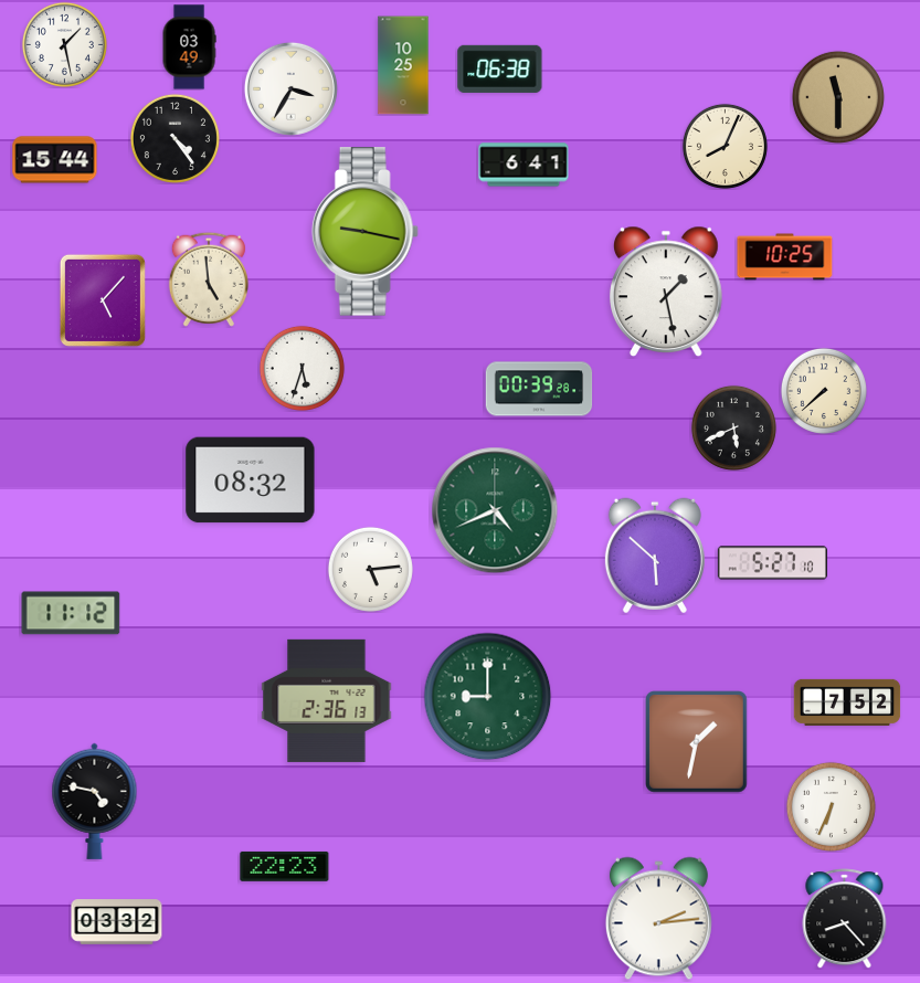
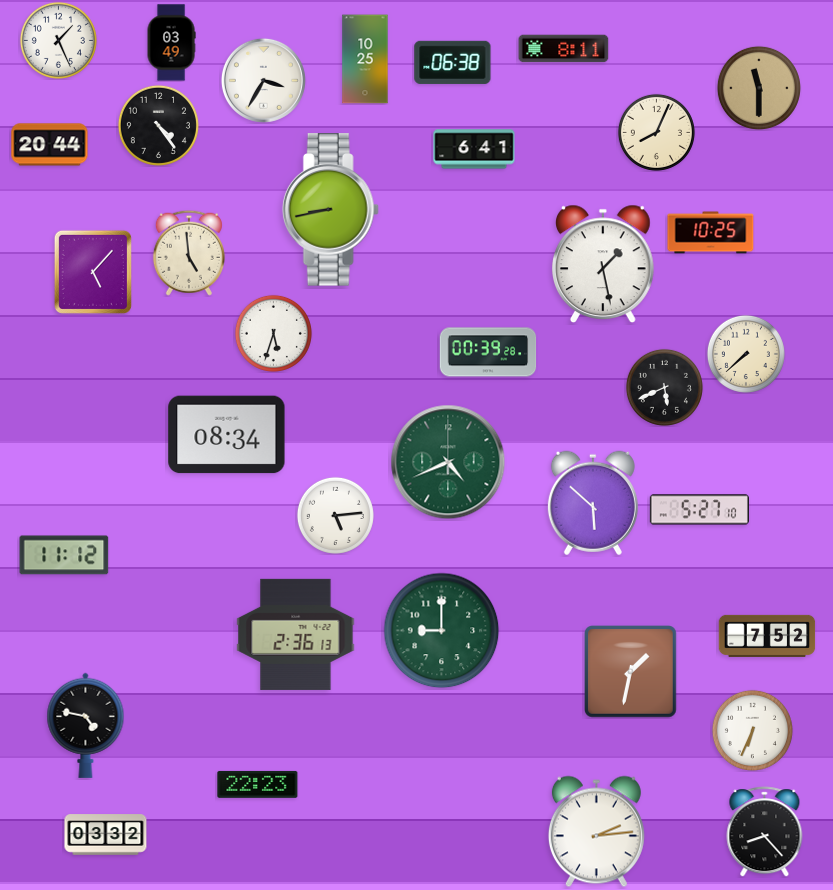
clock at (64, 44): 1:28 -> 1:26
clock at (564, 49): none -> 8:11
clock at (55, 160): 15:44 -> 20:44
clock at (364, 232): 9:17 -> 8:43
clock at (251, 480): 08:32 -> 08:34
